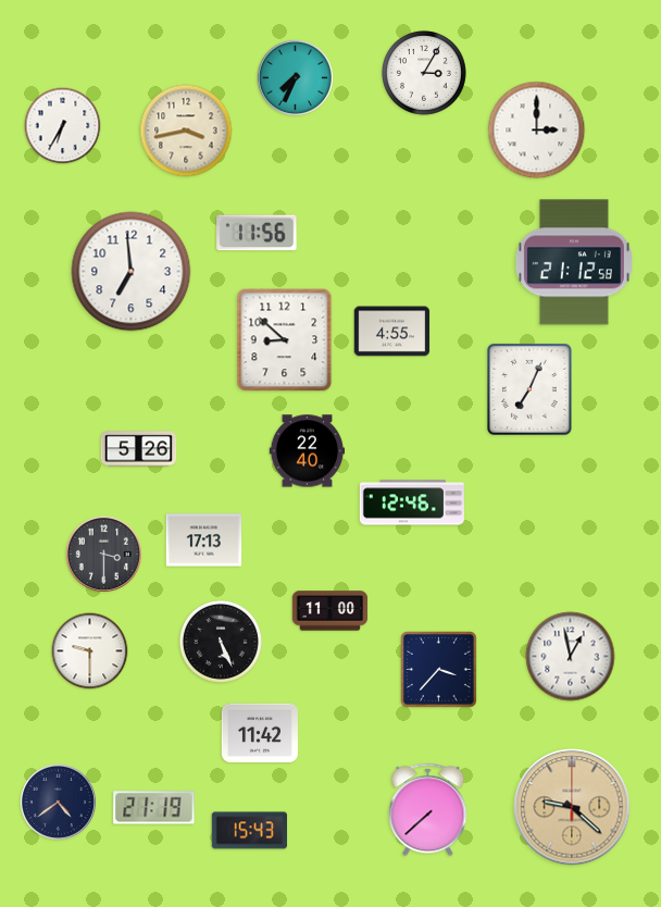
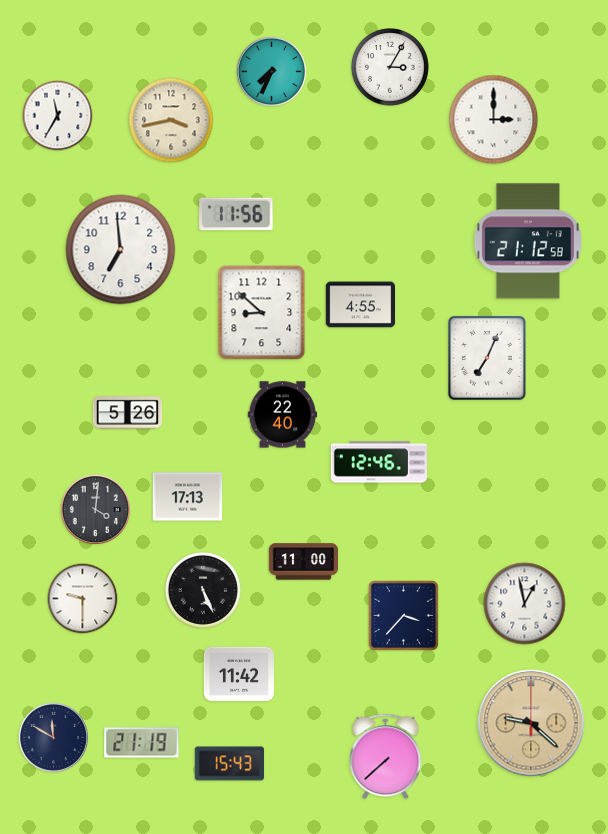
clock at (63, 126): 6:35 -> 11:35
clock at (103, 554): 3:30 -> 4:01
clock at (58, 802): 4:39 -> 11:50
clock at (572, 807) position: (572, 807) -> (531, 723)
clock at (428, 810) position: (428, 810) -> (386, 757)
